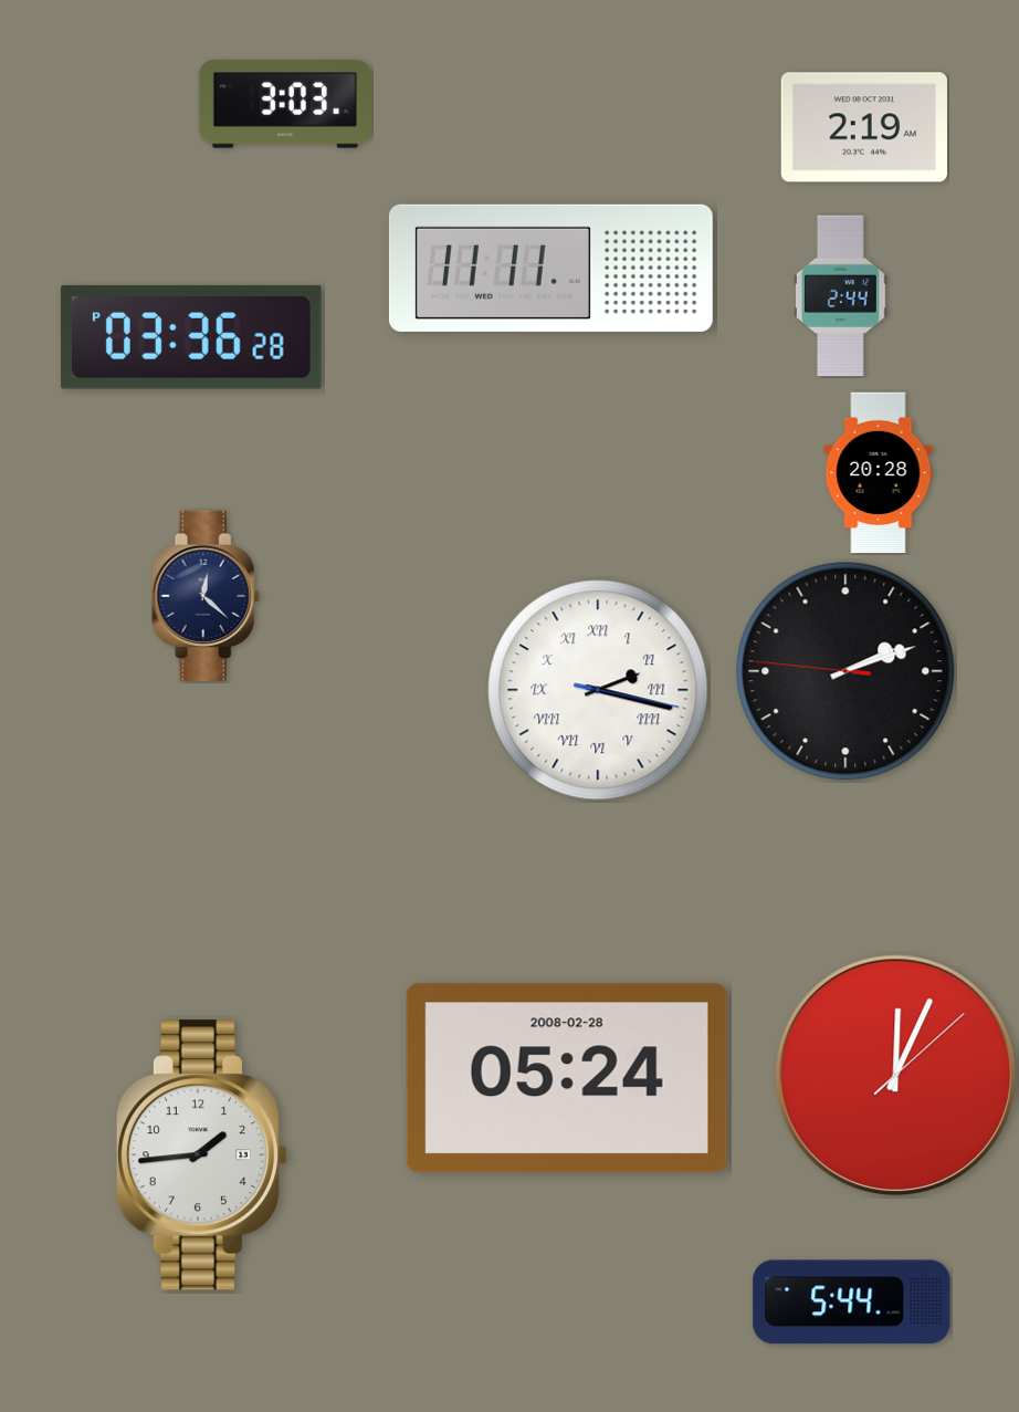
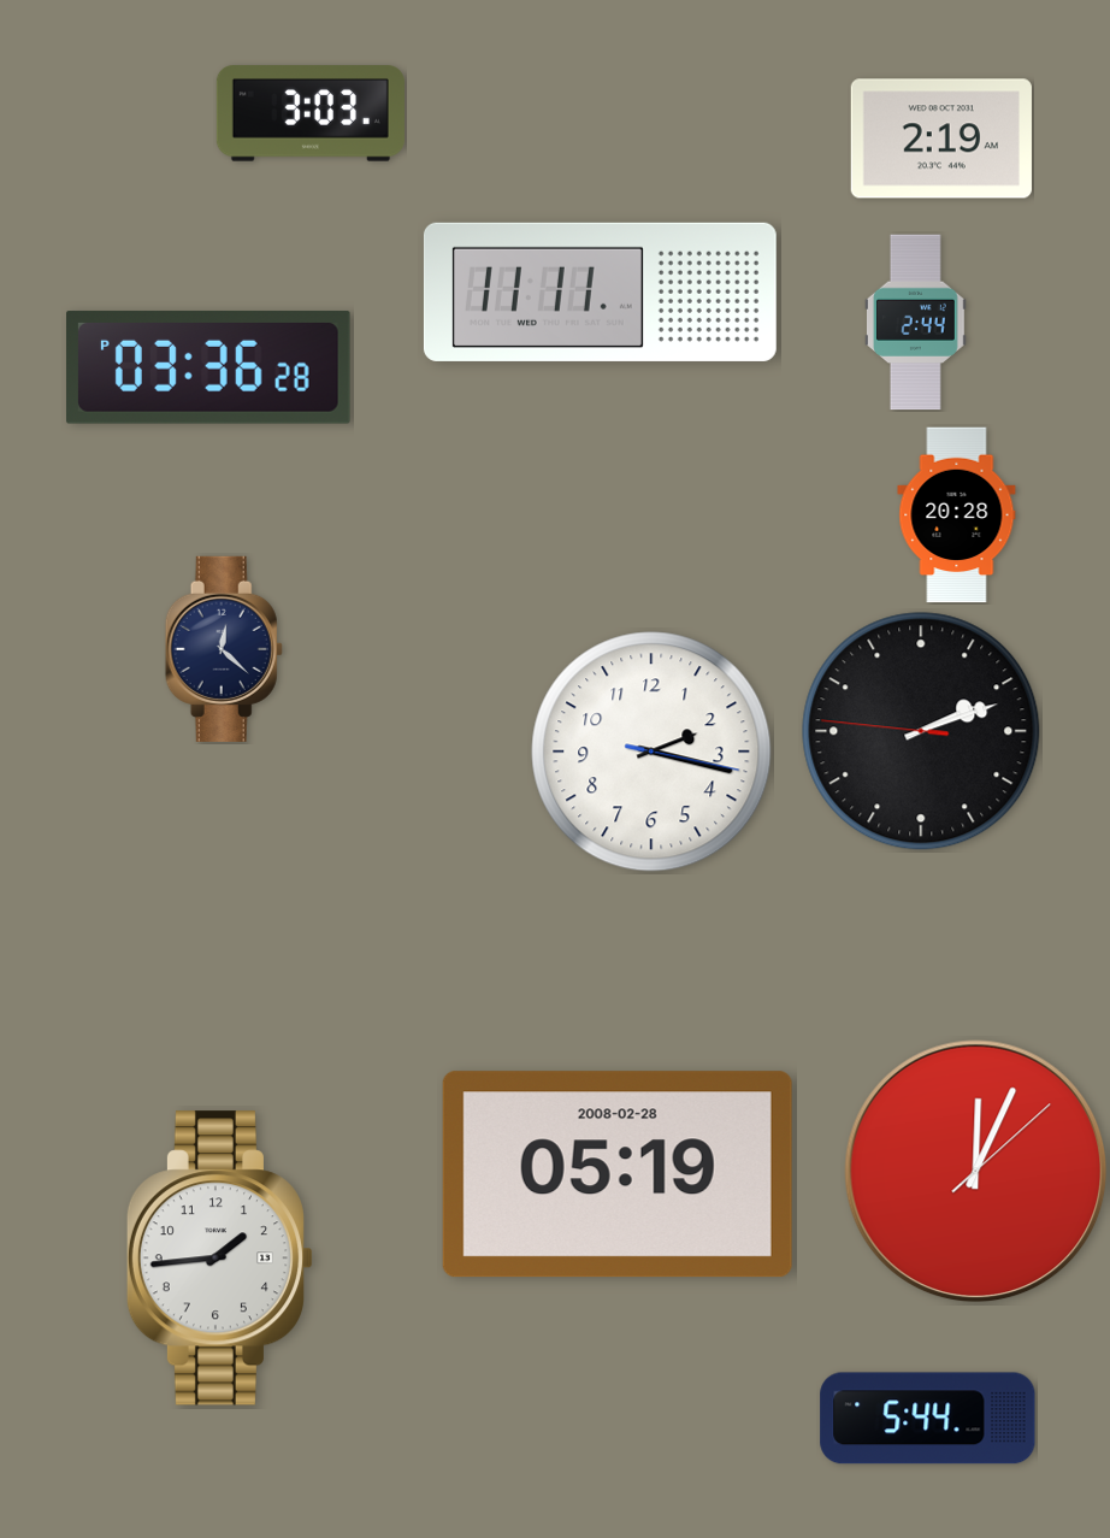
clock at (598, 690) numerals: Roman -> Arabic
clock at (567, 1078): 05:24 -> 05:19
